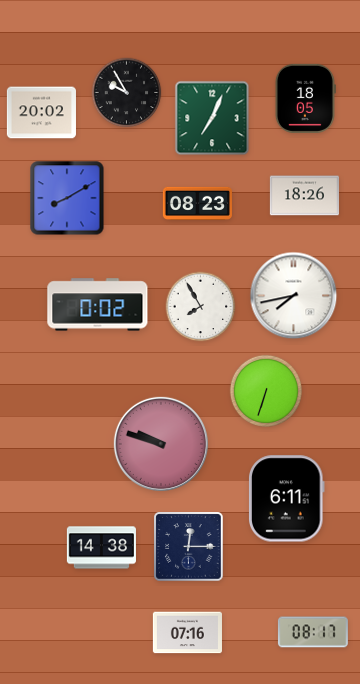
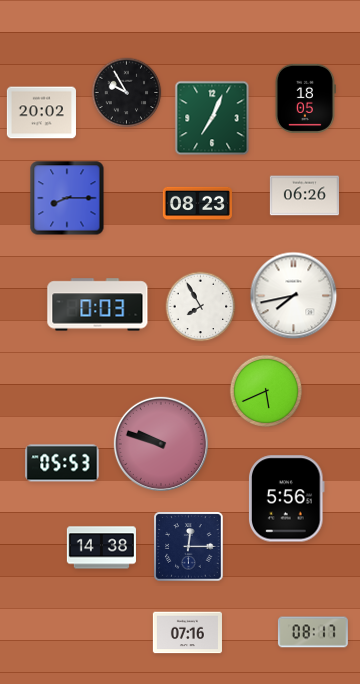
clock at (304, 196): 18:26 -> 06:26
clock at (67, 198): 8:10 -> 8:15
clock at (98, 305): 0:02 -> 0:03
clock at (265, 390): 6:33 -> 5:41
clock at (62, 463): none -> 05:53
clock at (287, 499): 6:11 -> 5:56
